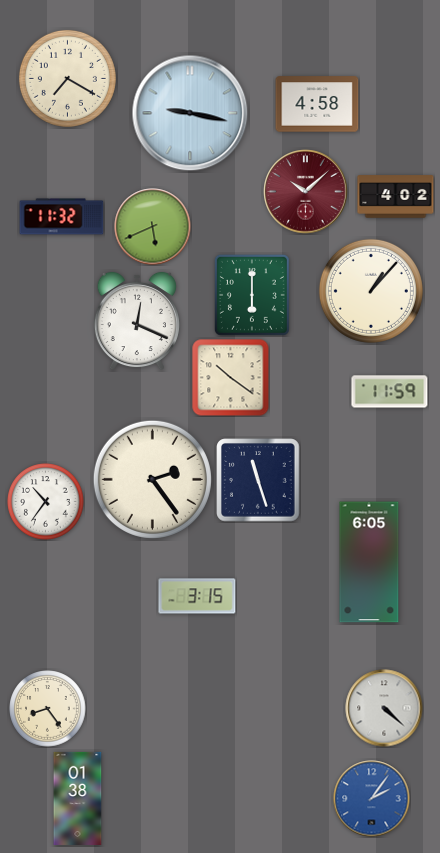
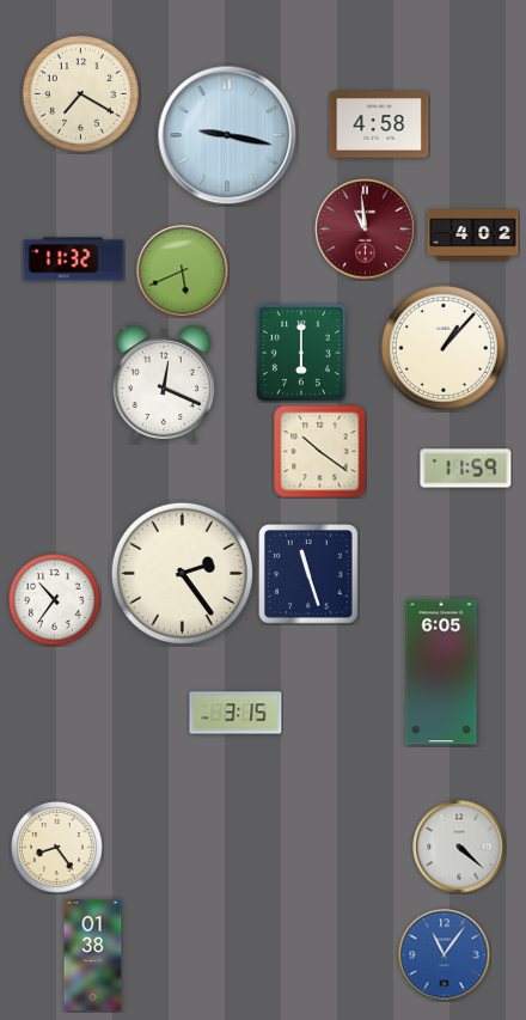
clock at (306, 192): 10:08 -> 10:59
clock at (231, 378) position: (231, 378) -> (320, 452)
clock at (372, 799): 2:06 -> 11:06
